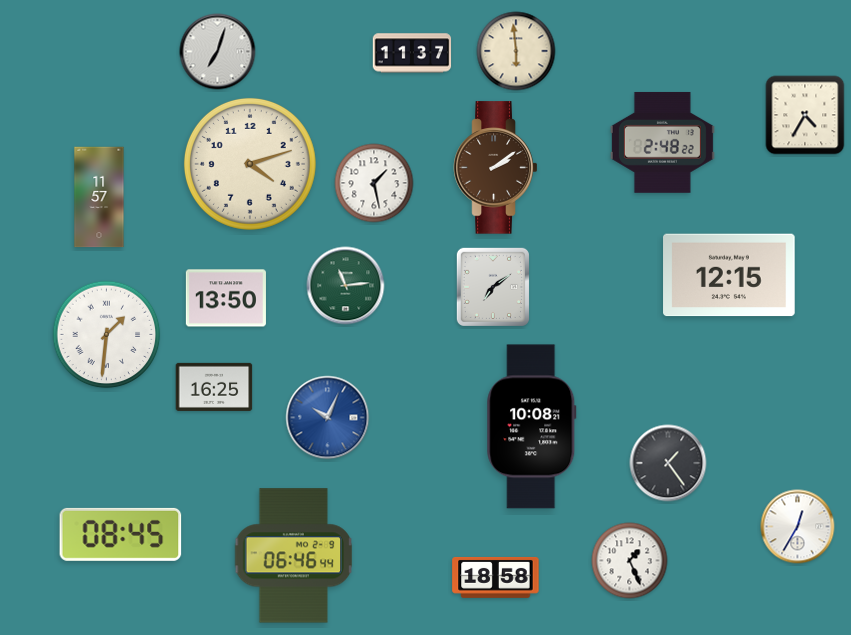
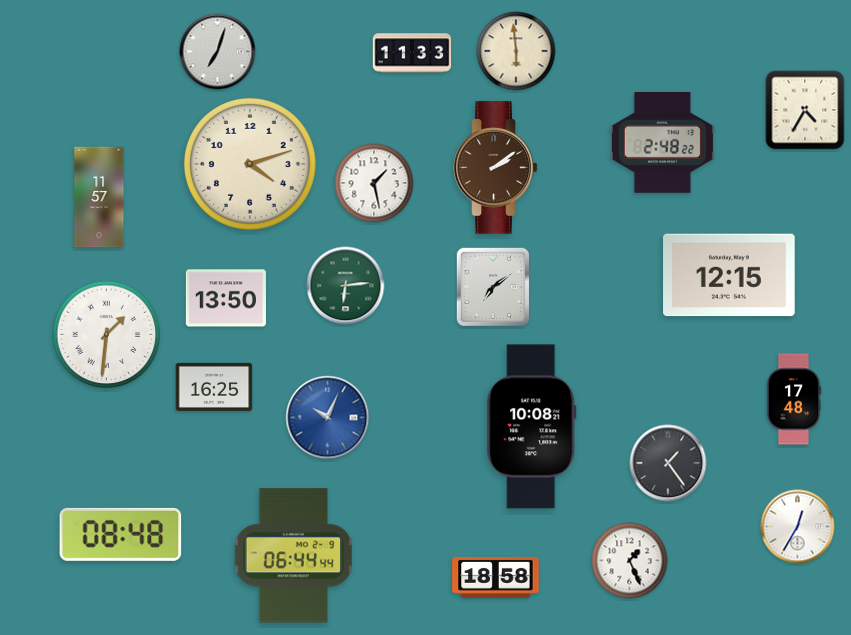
clock at (412, 53): 11:37 -> 11:33
clock at (805, 115) position: (805, 115) -> (805, 110)
clock at (346, 286): 11:14 -> 6:14
clock at (794, 399): none -> 17:48
clock at (121, 534): 08:45 -> 08:48
clock at (294, 556): 06:46 -> 06:44
